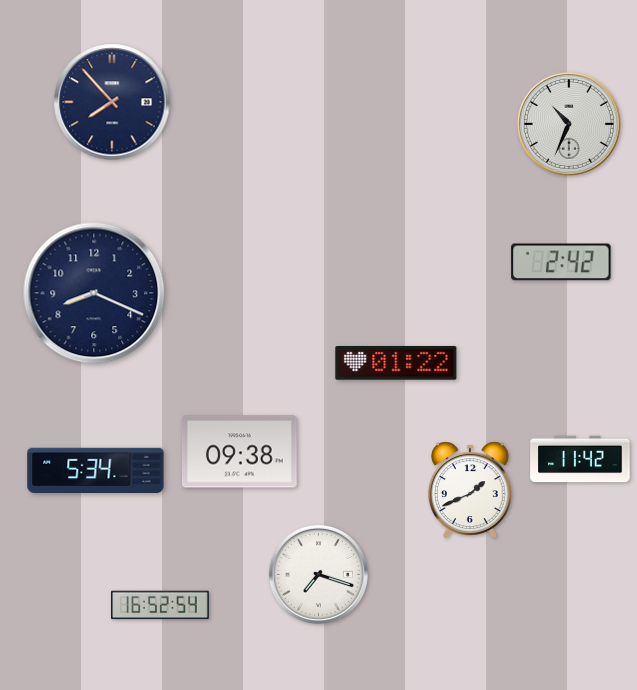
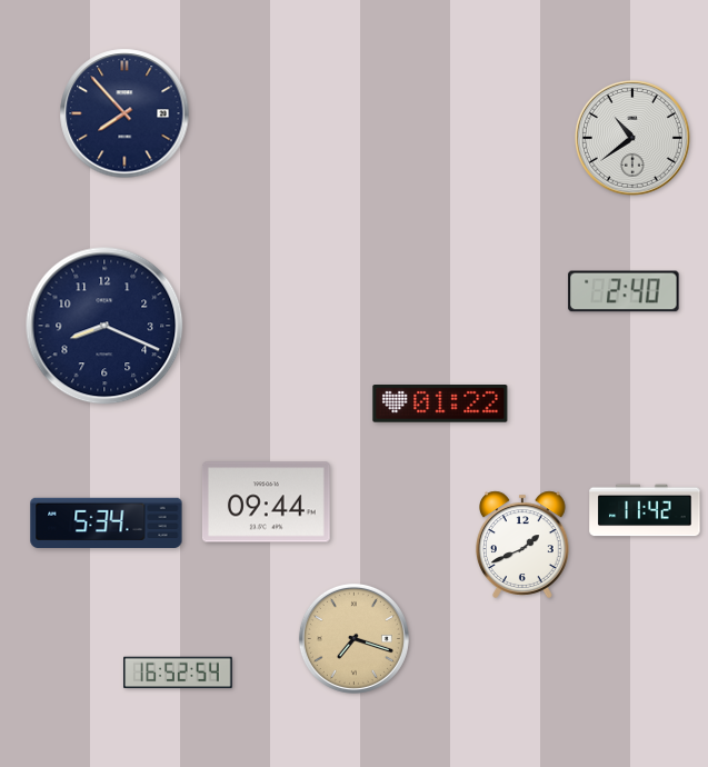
clock at (569, 124): 10:34 -> 10:39
clock at (561, 262): 2:42 -> 2:40
clock at (239, 452): 09:38 -> 09:44
clock at (318, 574) dial: white -> champagne
